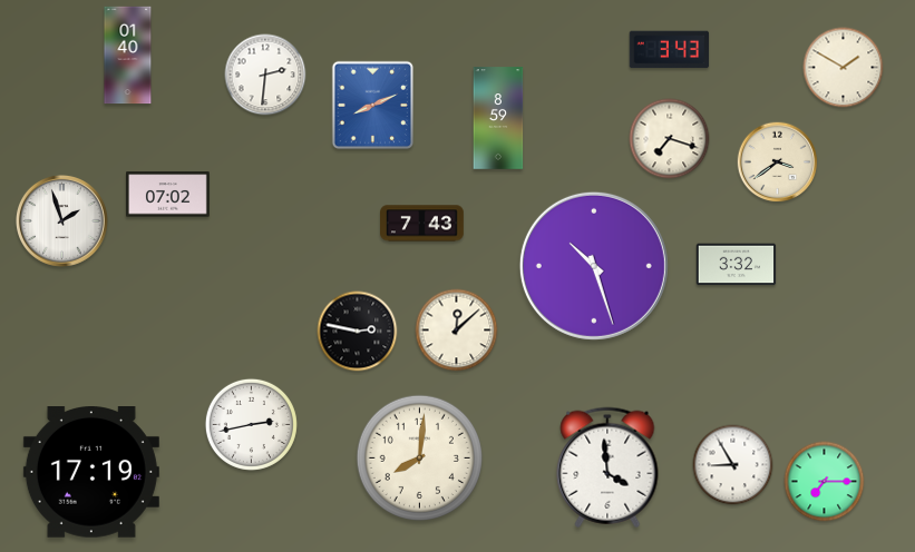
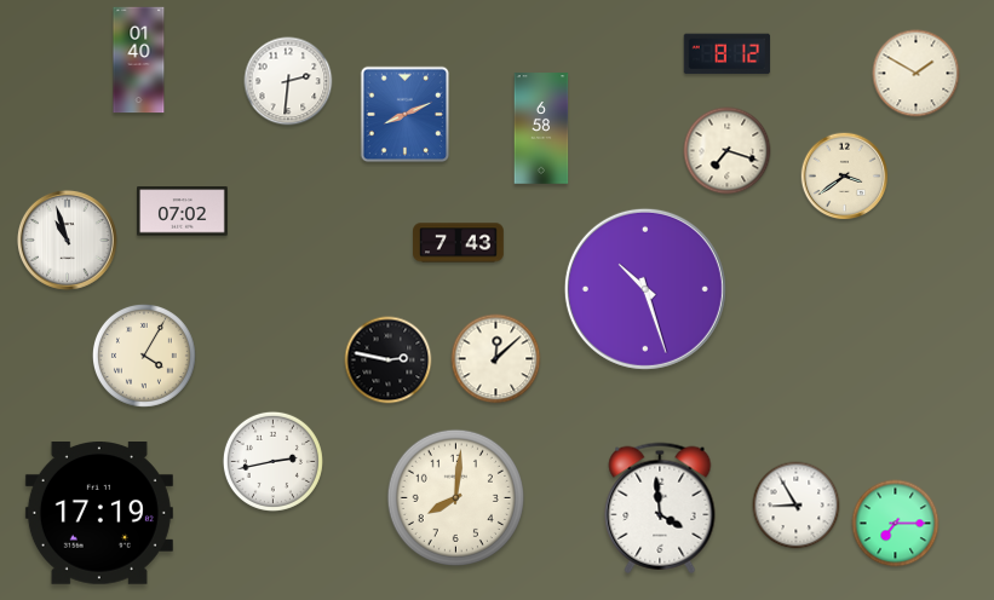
clock at (670, 50): 3:43 -> 8:12
clock at (498, 118): 8:59 -> 6:58
clock at (61, 220): 1:57 -> 10:57
clock at (737, 265): 3:32 -> none
clock at (144, 356): none -> 4:05
